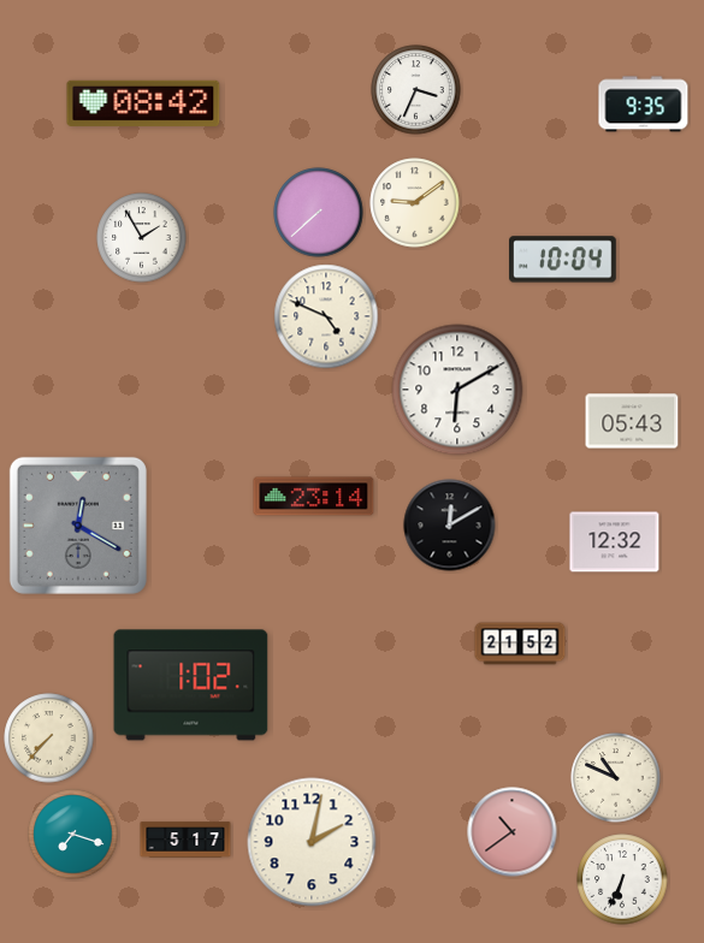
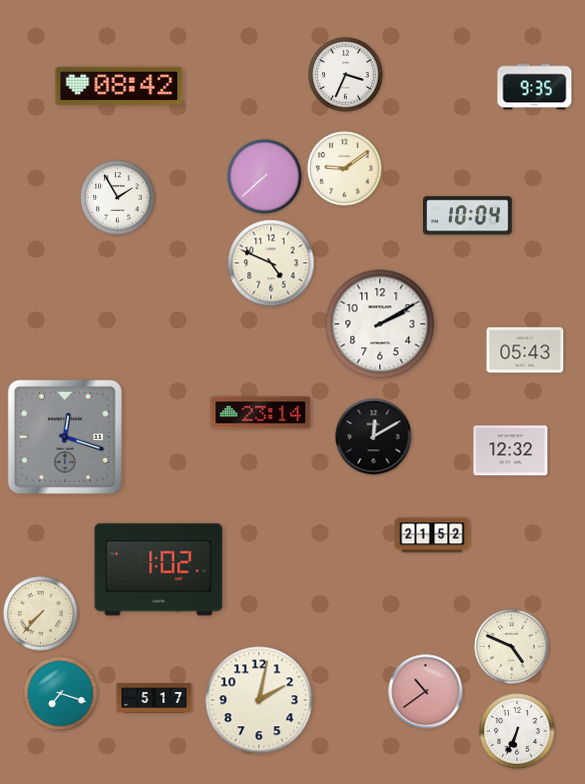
clock at (457, 390): 6:10 -> 2:10
clock at (78, 526): 12:20 -> 12:18
clock at (616, 778): 10:49 -> 4:49
